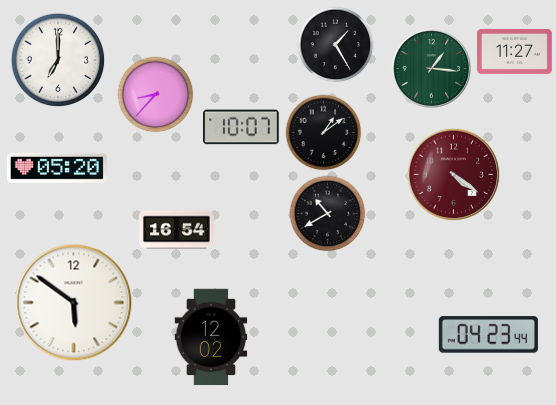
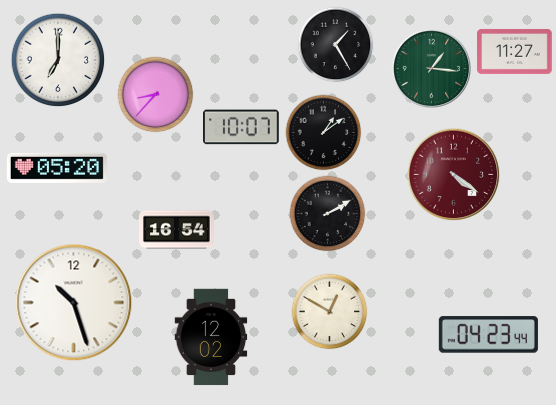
clock at (328, 214): 10:40 -> 2:10
clock at (74, 303): 5:51 -> 10:27
clock at (330, 312): none -> 12:50
